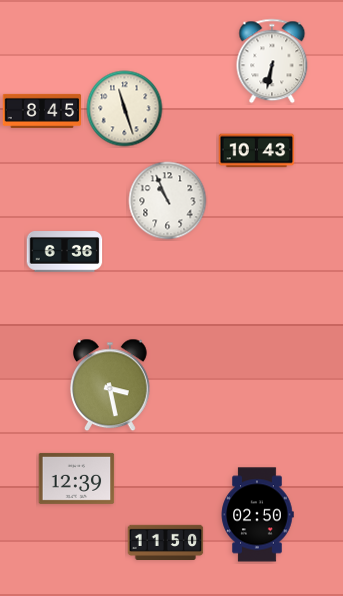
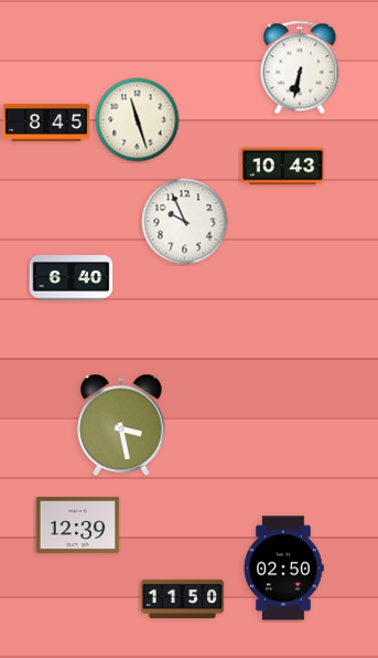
clock at (168, 201): 10:56 -> 9:56
clock at (65, 252): 6:36 -> 6:40
clock at (77, 478) position: (77, 478) -> (78, 524)
